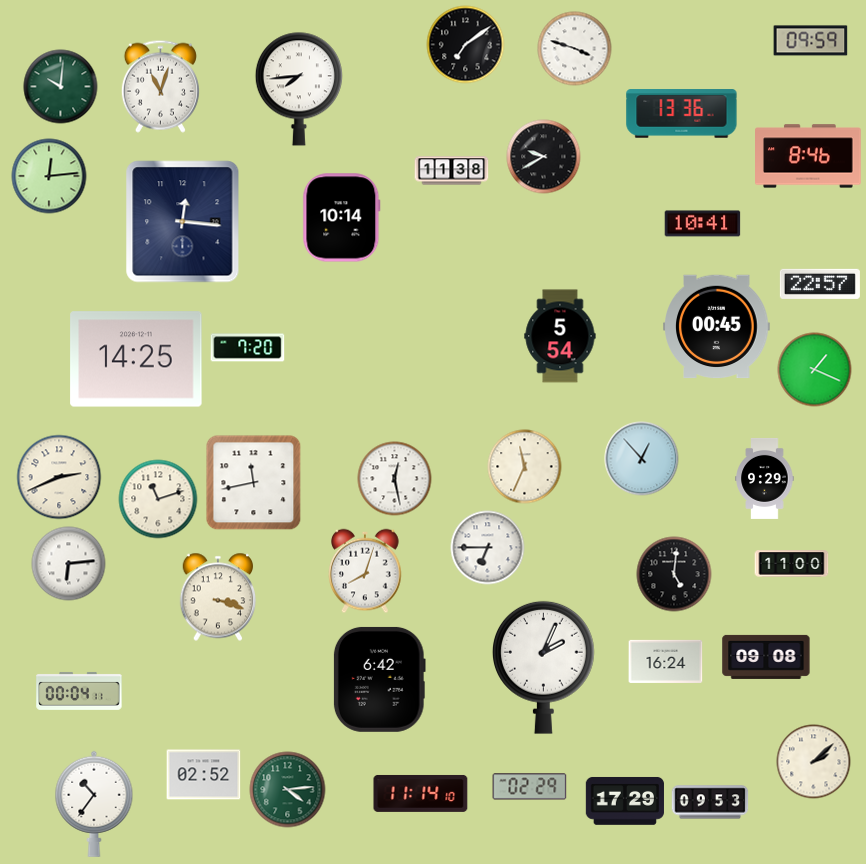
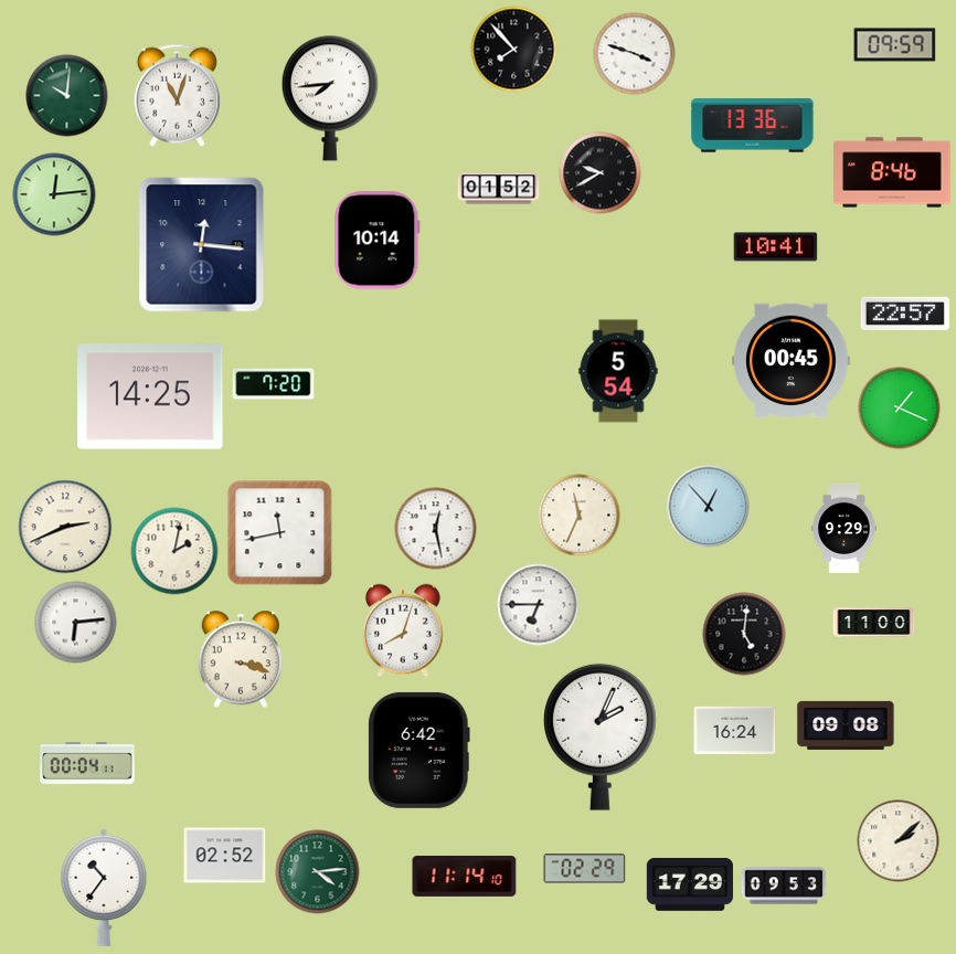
clock at (466, 45): 7:09 -> 7:53
clock at (452, 171): 11:38 -> 01:52
clock at (158, 499): 11:12 -> 2:02
